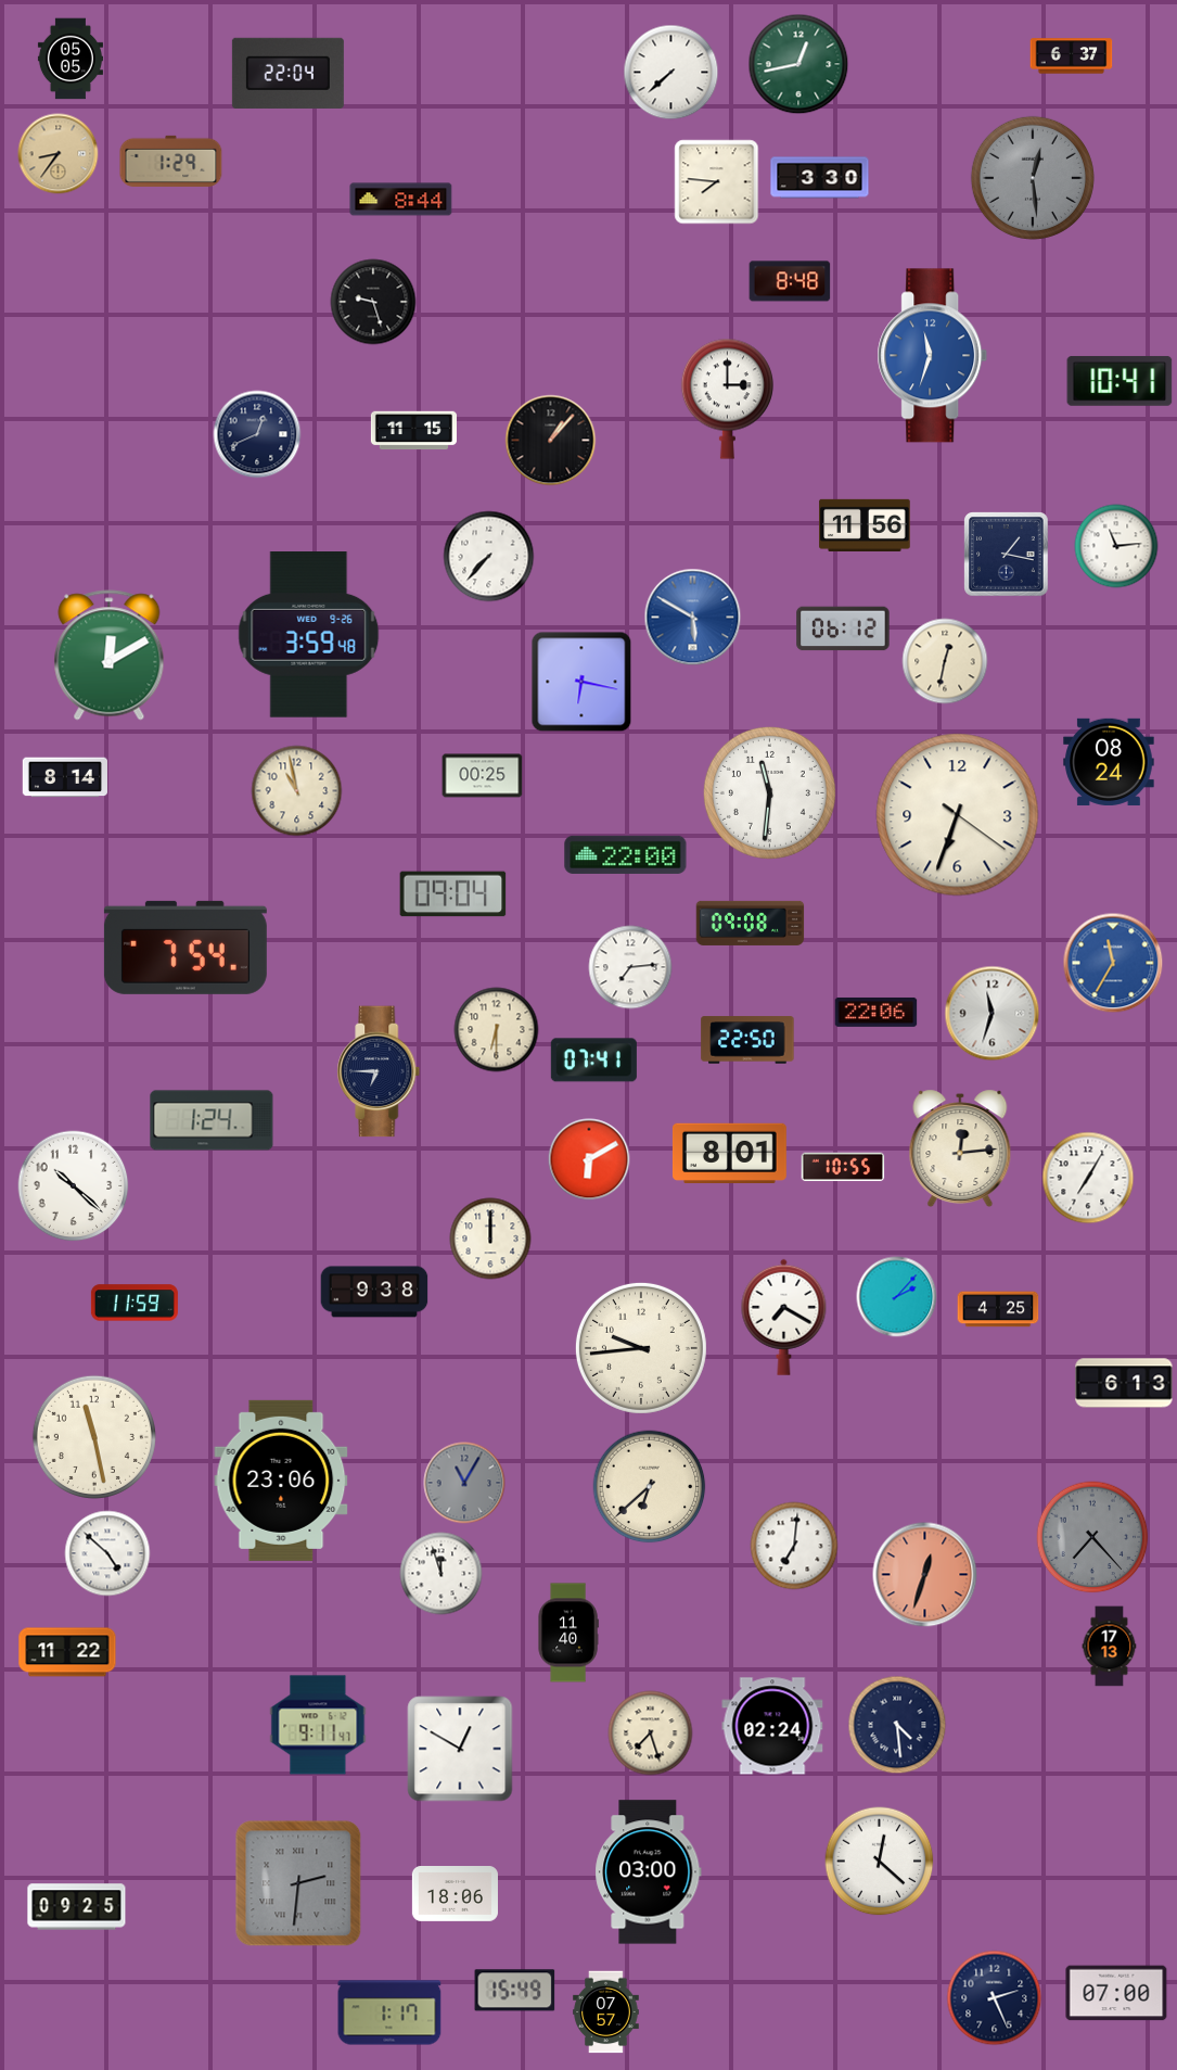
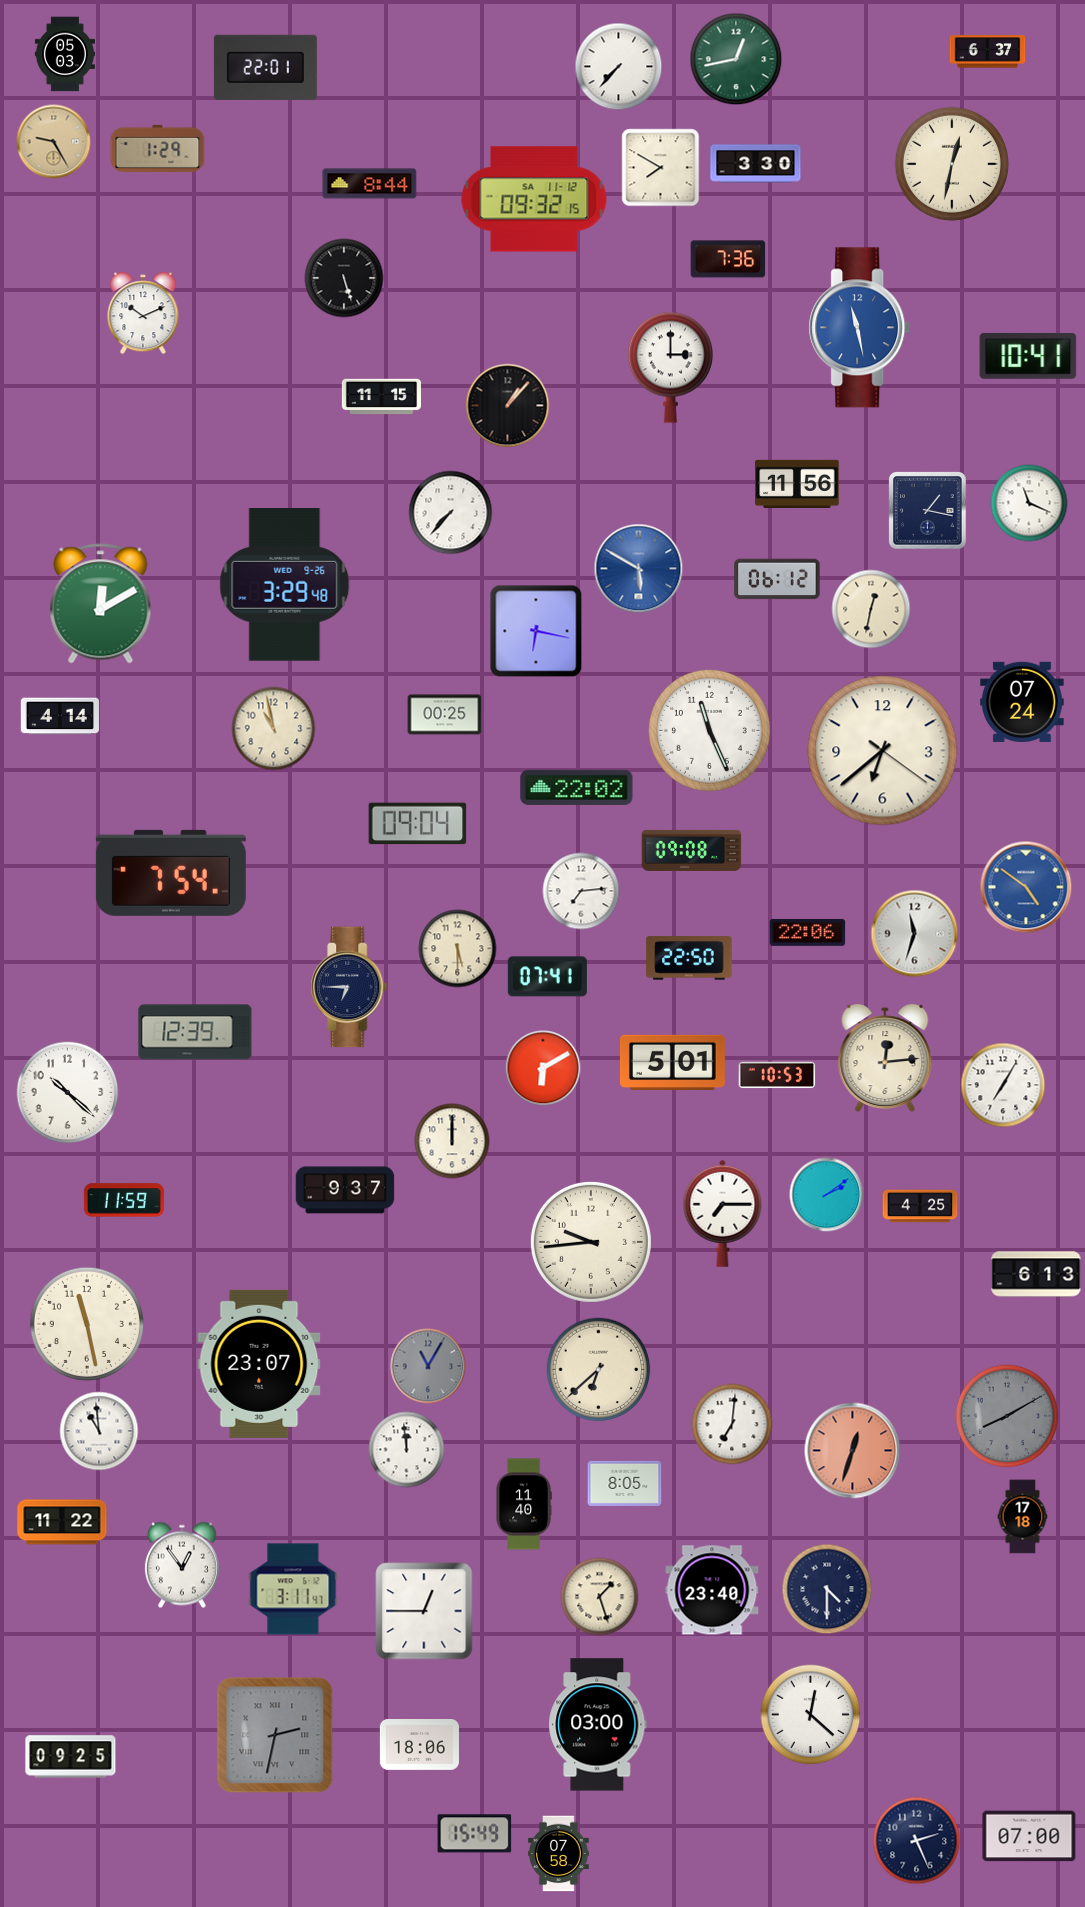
clock at (71, 59): 05:05 -> 05:03
clock at (287, 73): 22:04 -> 22:01
clock at (671, 73): 7:38 -> 7:37
clock at (59, 154): 8:36 -> 9:25
clock at (1033, 178): 12:29 -> 12:32
clock at (1033, 178) dial: grey -> cream
clock at (717, 182): 7:46 -> 7:50
clock at (534, 199): none -> 09:32
clock at (790, 281): 8:48 -> 7:36
clock at (373, 302): 9:27 -> 5:27
clock at (143, 313): none -> 10:11
clock at (933, 356): 11:33 -> 11:28
clock at (1120, 381) position: (1120, 381) -> (1028, 356)
clock at (257, 434): 12:41 -> none
clock at (1116, 546): 11:14 -> 11:19
clock at (309, 635): 3:59 -> 3:29
clock at (581, 682) position: (581, 682) -> (536, 631)
clock at (1109, 762): 08:24 -> 07:24
clock at (65, 777): 8:14 -> 4:14
clock at (769, 792): 11:31 -> 11:26
clock at (958, 815): 6:33 -> 6:38
clock at (626, 854): 22:00 -> 22:02
clock at (1113, 963): 11:35 -> 4:51
clock at (497, 1030): 6:30 -> 5:30
clock at (212, 1120): 1:24 -> 12:39
clock at (729, 1154): 8:01 -> 5:01
clock at (843, 1167): 10:55 -> 10:53
clock at (374, 1292): 9:38 -> 9:37
clock at (897, 1297): 2:07 -> 2:09
clock at (784, 1317): 7:20 -> 7:15
clock at (281, 1481): 23:06 -> 23:07
clock at (1092, 1537): 7:23 -> 8:10
clock at (107, 1553): 4:52 -> 10:59
clock at (442, 1574): 11:57 -> 11:59
clock at (625, 1483): none -> 8:05
clock at (1110, 1647): 17:13 -> 17:18
clock at (182, 1565): none -> 12:54
clock at (318, 1725): 9:11 -> 3:11
clock at (897, 1725): 4:29 -> 4:30
clock at (772, 1726): 02:24 -> 23:40
clock at (651, 1734): 7:27 -> 1:27
clock at (460, 1749): 12:50 -> 12:45
clock at (298, 1883): 2:31 -> 2:32
clock at (389, 2012): 1:17 -> none
clock at (606, 2012): 07:57 -> 07:58
